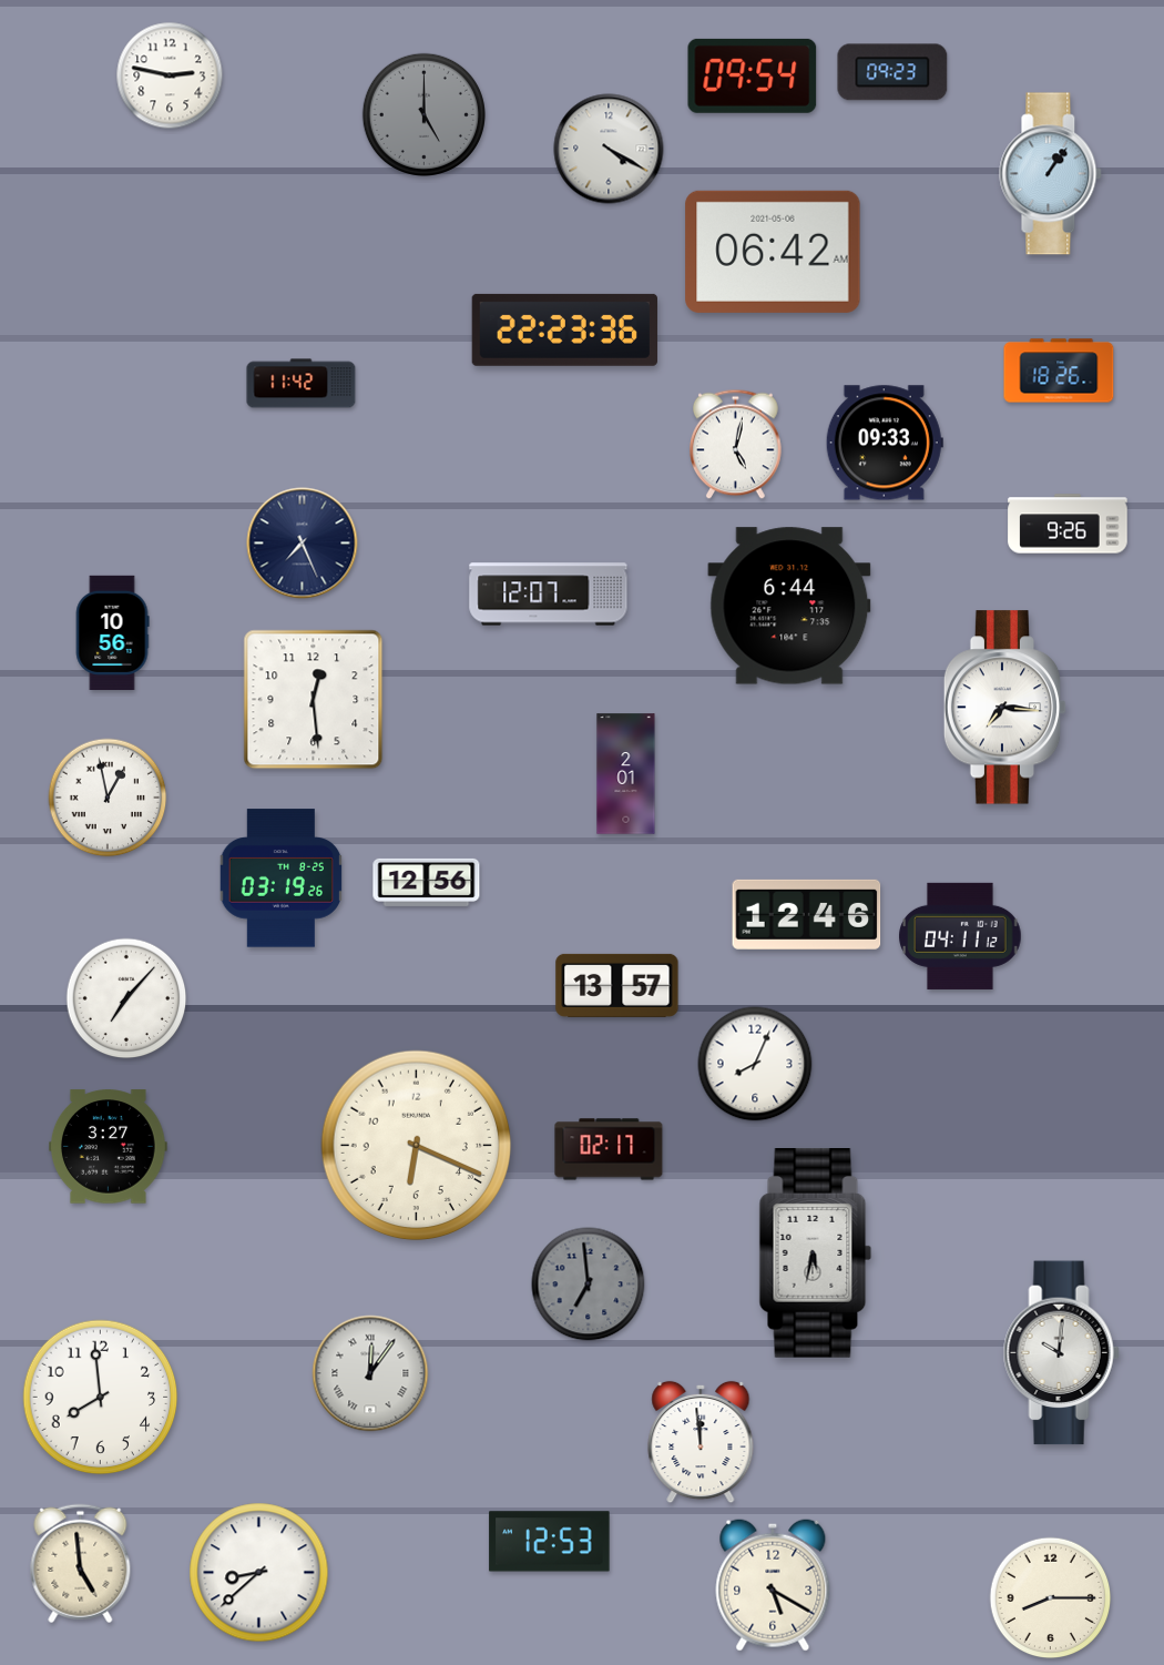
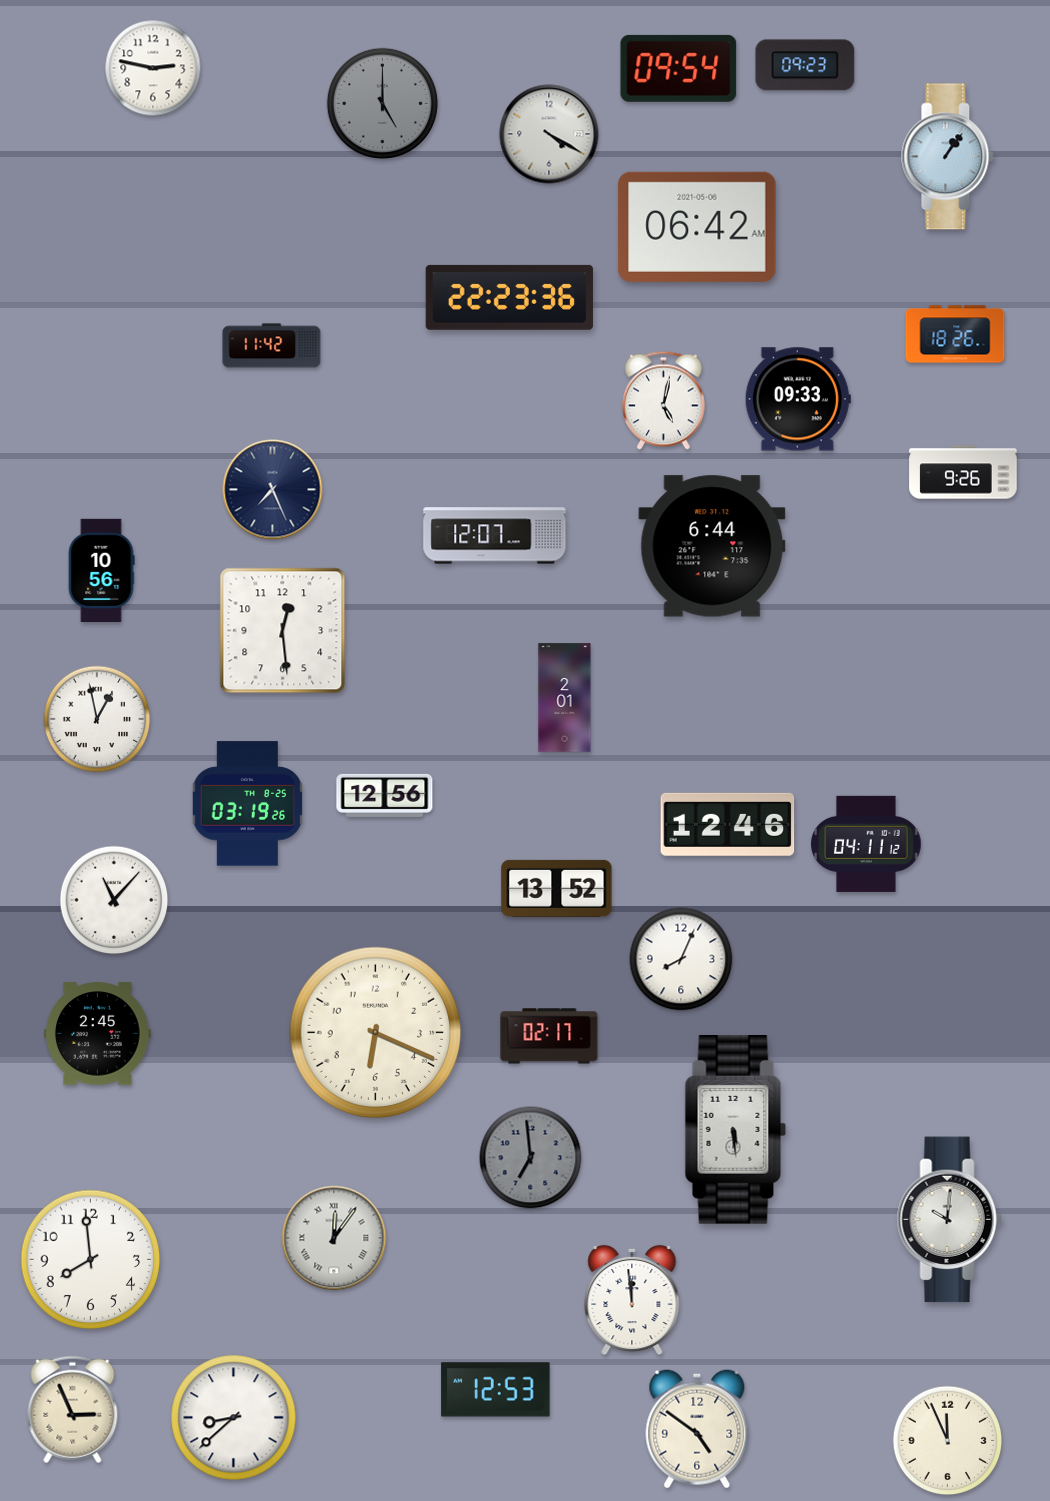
clock at (1005, 708): 7:16 -> none
clock at (282, 879) position: (282, 879) -> (248, 804)
clock at (617, 985): 13:57 -> 13:52
clock at (126, 998): 7:07 -> 11:07
clock at (109, 1147): 3:27 -> 2:45
clock at (816, 1253): 5:32 -> 5:29
clock at (1061, 1353) position: (1061, 1353) -> (949, 1220)
clock at (81, 1564): 4:59 -> 2:56
clock at (773, 1585): 5:20 -> 4:51
clock at (1051, 1598): 8:15 -> 11:56
